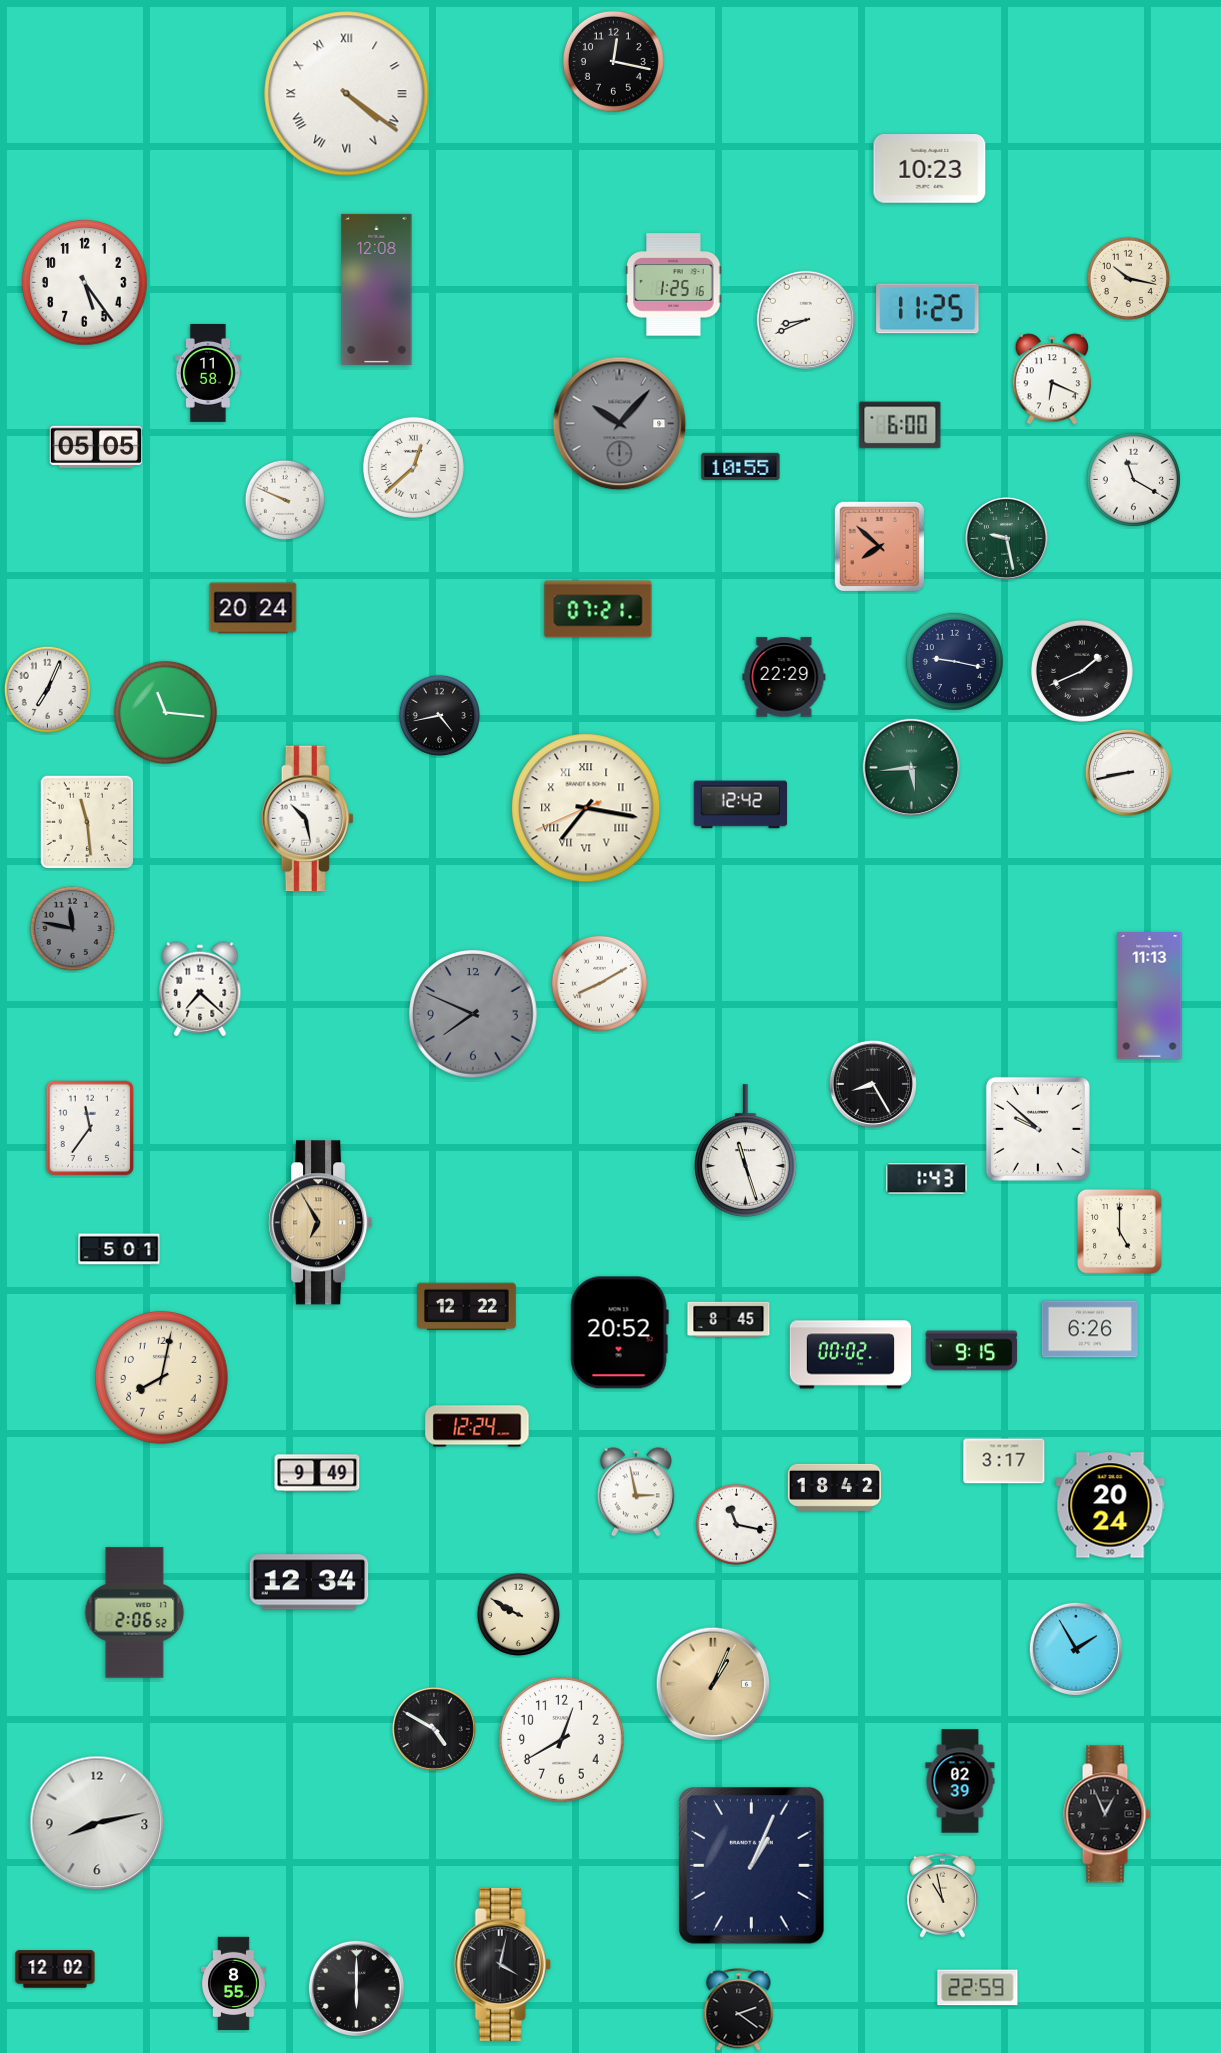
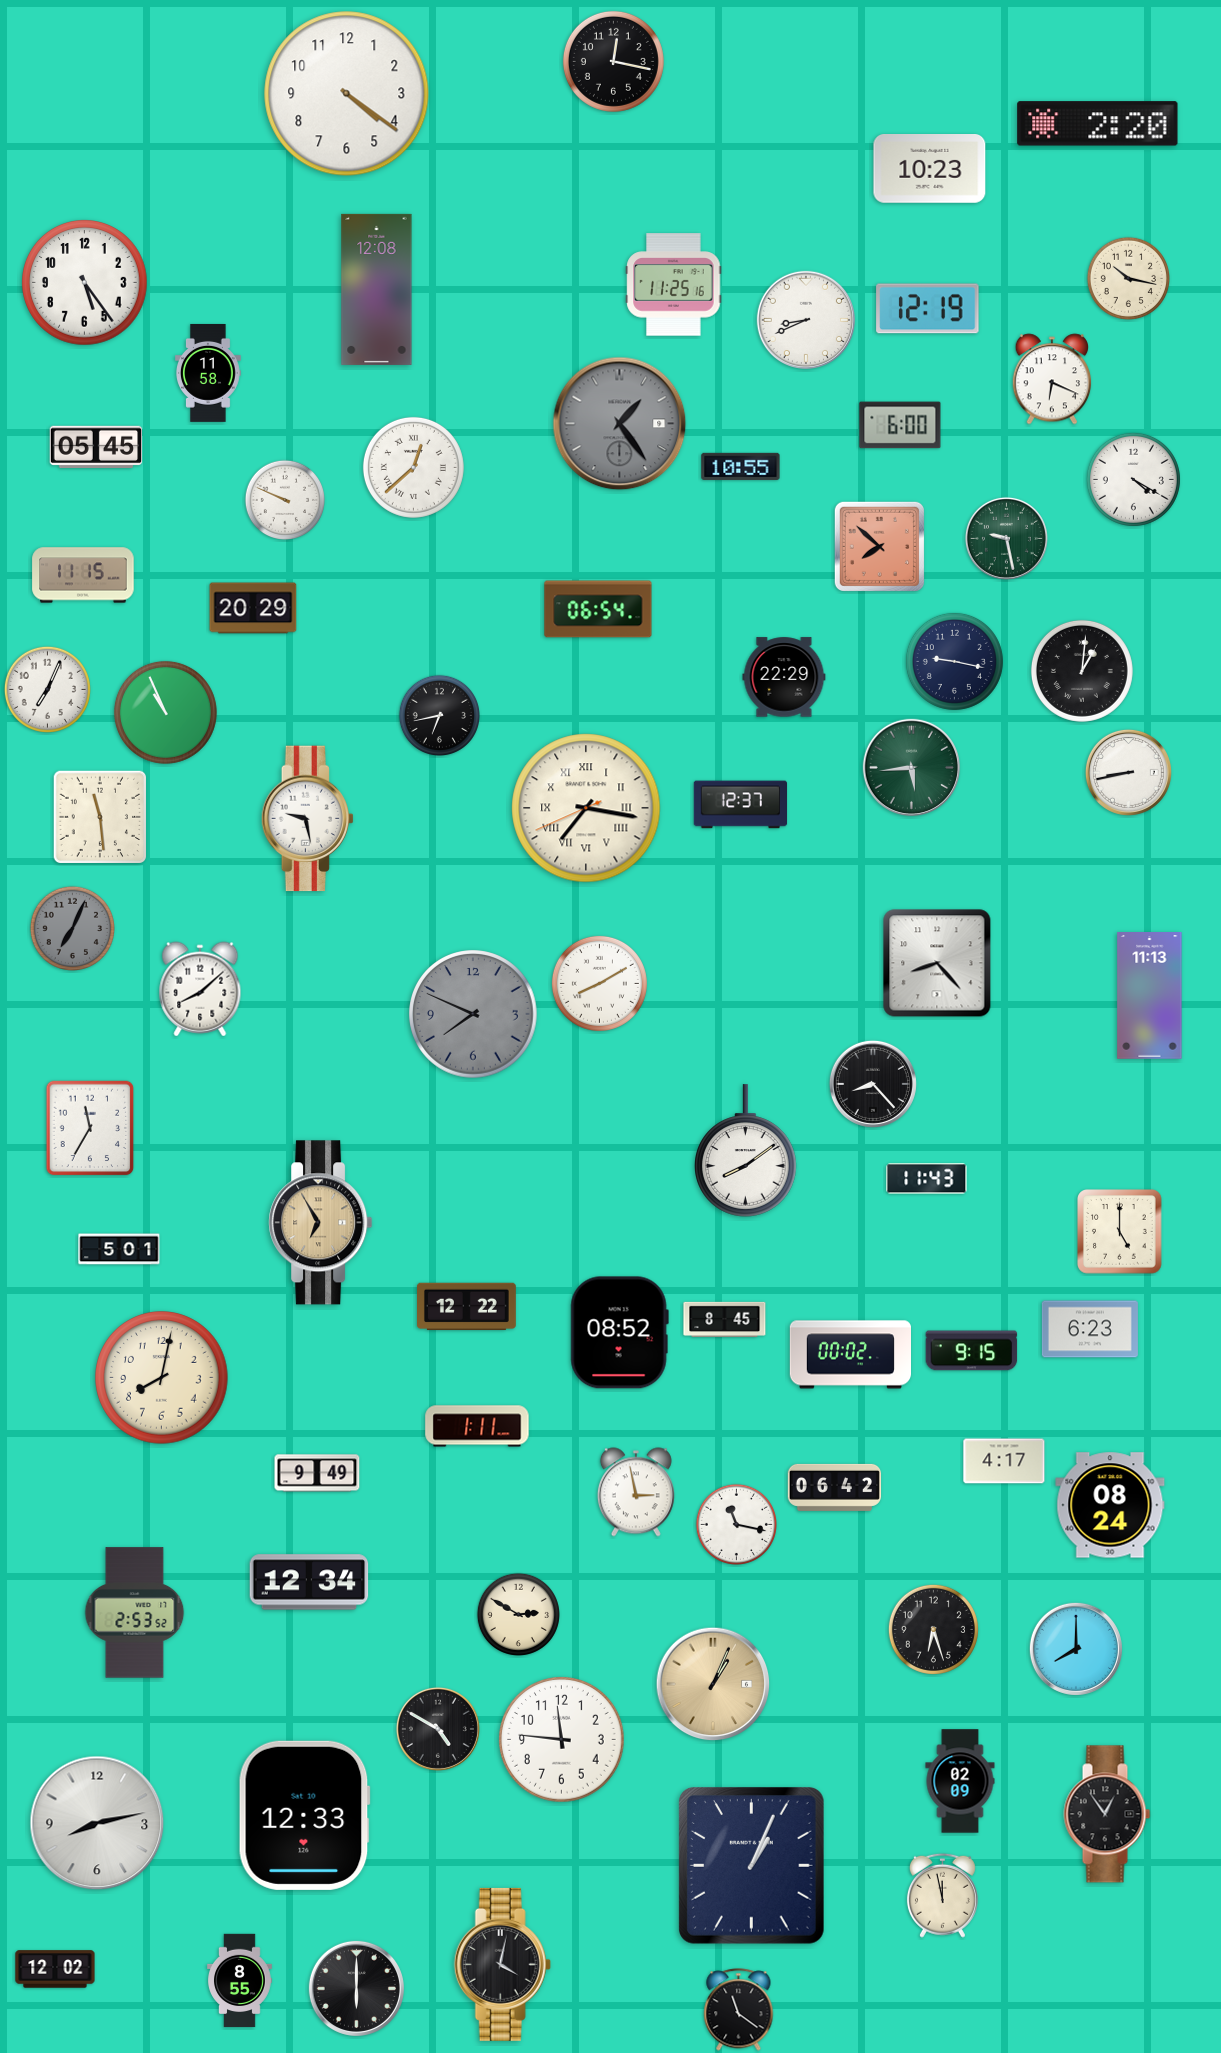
clock at (347, 94) numerals: Roman -> Arabic
clock at (1098, 124): none -> 2:20
clock at (674, 285): 1:25 -> 11:25
clock at (928, 309): 11:25 -> 12:19
clock at (620, 424): 10:07 -> 1:24
clock at (96, 447): 05:05 -> 05:45
clock at (1133, 479): 11:20 -> 4:20
clock at (83, 575): none -> 11:15
clock at (253, 608): 20:24 -> 20:29
clock at (598, 609): 07:21 -> 06:54
clock at (1082, 671): 1:41 -> 1:01
clock at (165, 712): 11:16 -> 10:56
clock at (439, 715): 4:43 -> 6:43
clock at (741, 805): 12:42 -> 12:37
clock at (308, 819): 10:28 -> 9:28
clock at (86, 822) position: (86, 822) -> (99, 817)
clock at (72, 928): 11:47 -> 7:04
clock at (937, 963): none -> 8:23
clock at (200, 989): 7:22 -> 8:08
clock at (873, 1084): 8:25 -> 8:23
clock at (90, 1128): 11:36 -> 11:35
clock at (1038, 1129): 9:52 -> none
clock at (746, 1151): 11:27 -> 8:09
clock at (927, 1179): 1:43 -> 11:43
clock at (729, 1319) position: (729, 1319) -> (725, 1319)
clock at (1090, 1329): 6:26 -> 6:23
clock at (619, 1333): 20:52 -> 08:52
clock at (477, 1426): 12:24 -> 1:11
clock at (1004, 1461): 3:17 -> 4:17
clock at (835, 1487): 18:42 -> 06:42
clock at (1110, 1505): 20:24 -> 08:24
clock at (135, 1613): 2:06 -> 2:53
clock at (518, 1614): 9:50 -> 2:50
clock at (933, 1629): none -> 6:27
clock at (1076, 1649): 1:55 -> 8:00
clock at (434, 1729) position: (434, 1729) -> (438, 1729)
clock at (562, 1740): 12:40 -> 11:46
clock at (960, 1781): 02:39 -> 02:09
clock at (1107, 1814): 12:56 -> 12:54
clock at (304, 1815): none -> 12:33
clock at (942, 1895): 10:58 -> 11:58
clock at (234, 1984) position: (234, 1984) -> (240, 1981)
clock at (978, 1988): 22:59 -> none
clock at (739, 2010): 2:21 -> 11:21
